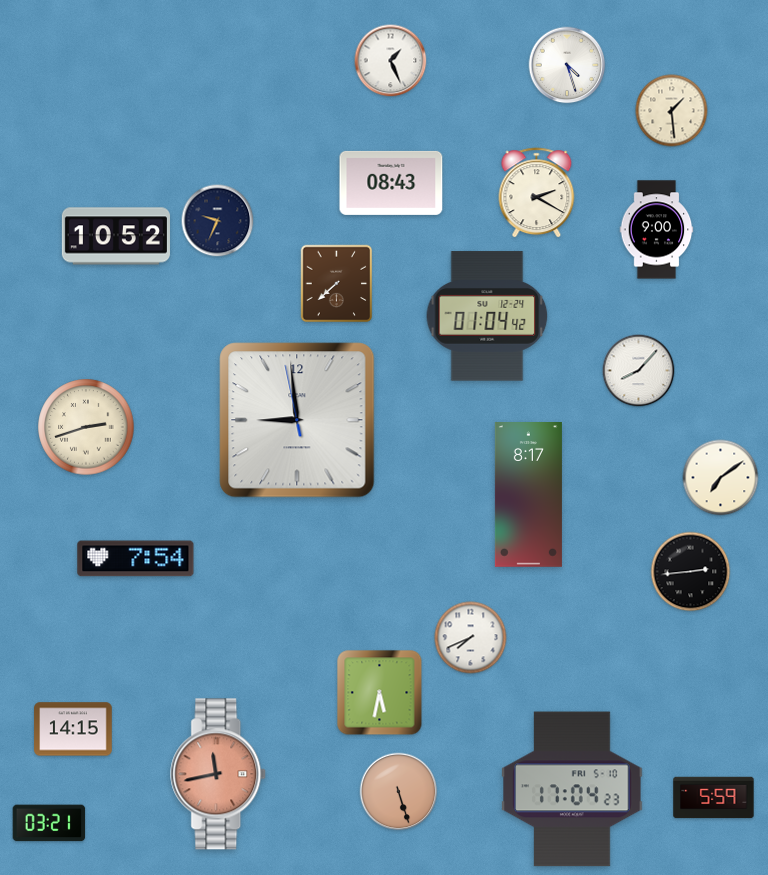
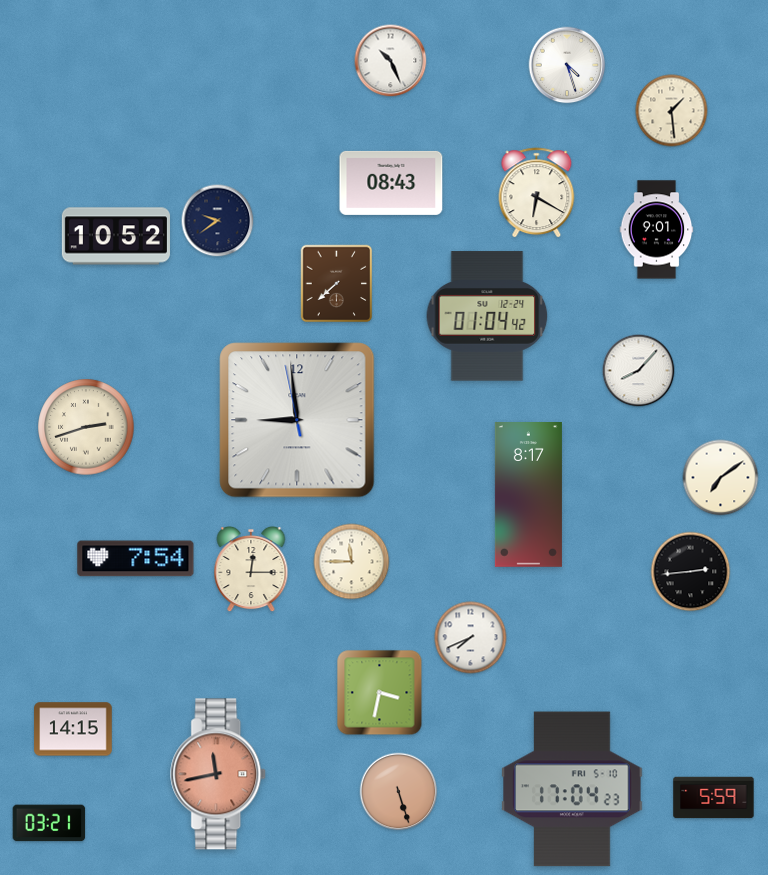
clock at (391, 61): 1:26 -> 10:26
clock at (537, 193): 2:20 -> 6:20
clock at (218, 221): 9:34 -> 9:39
clock at (657, 230): 9:00 -> 9:01
clock at (352, 562): none -> 11:45
clock at (251, 569): none -> 12:15
clock at (380, 693): 5:32 -> 3:32
